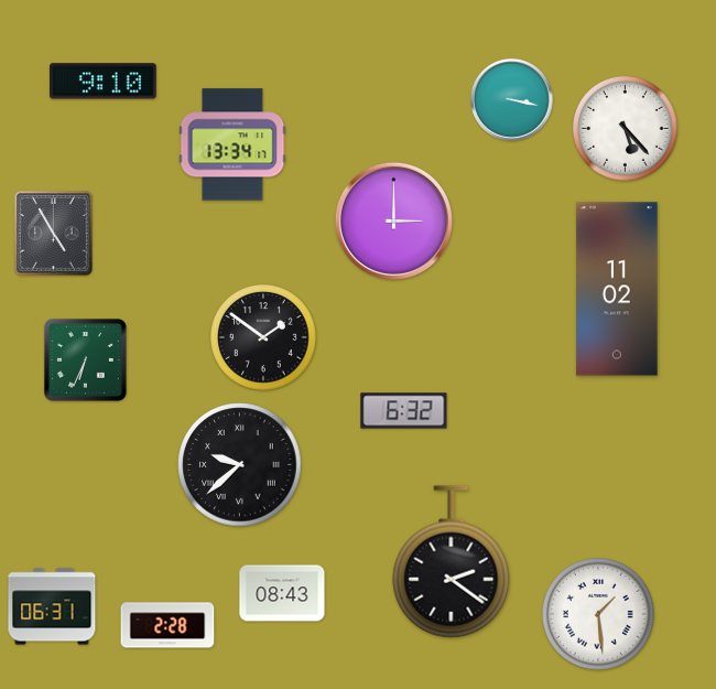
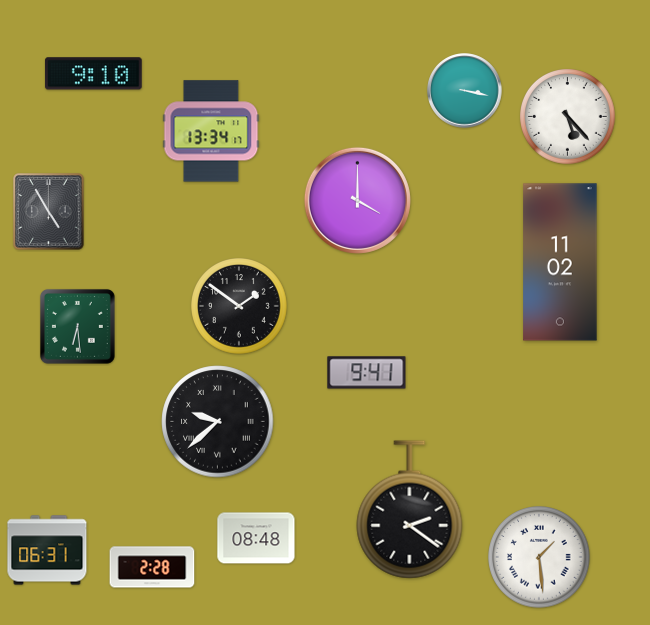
clock at (393, 220): 3:00 -> 4:00
clock at (85, 359): 6:34 -> 6:29
clock at (404, 411): 6:32 -> 9:41
clock at (282, 593): 08:43 -> 08:48
clock at (598, 614) position: (598, 614) -> (539, 557)
